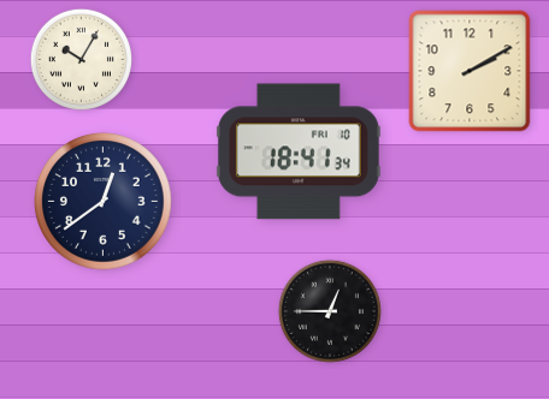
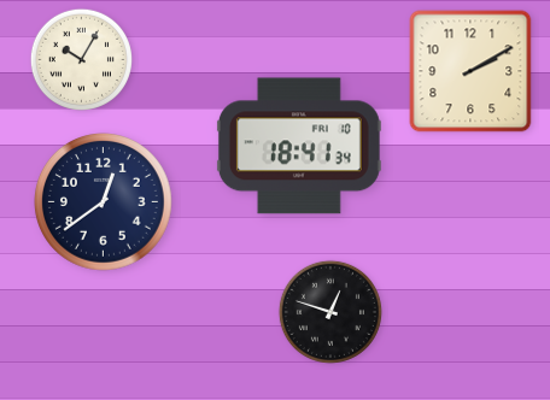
clock at (299, 151) position: (299, 151) -> (299, 146)
clock at (330, 311): 12:45 -> 12:48
